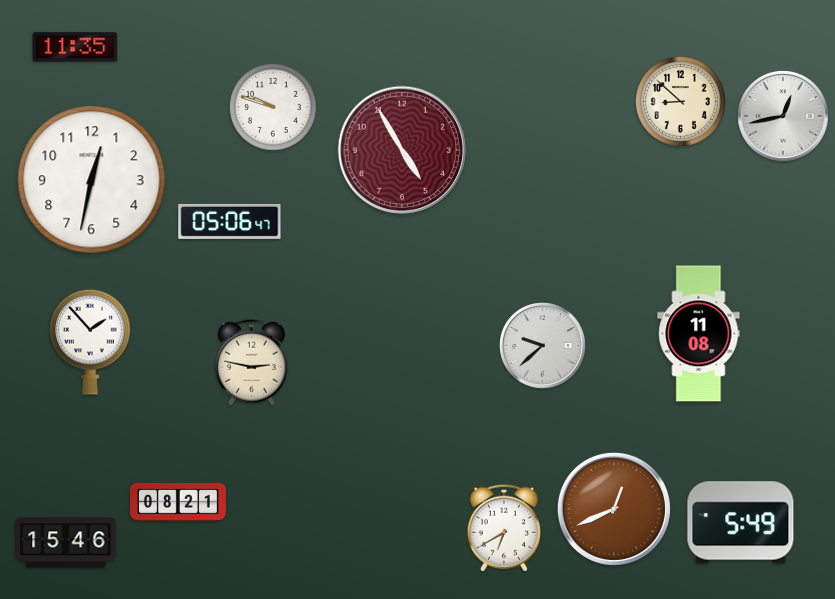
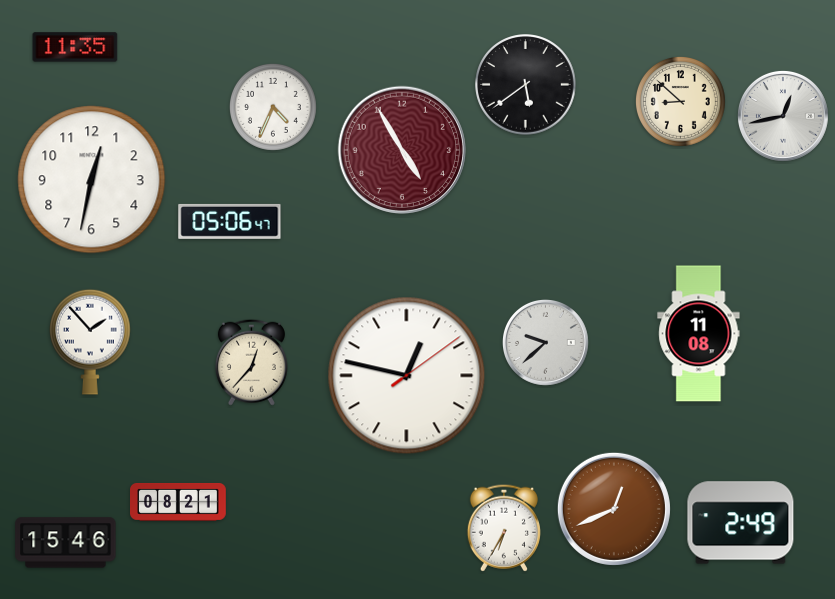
clock at (526, 85): none -> 5:39
clock at (273, 107): 9:48 -> 4:34
clock at (543, 346) position: (543, 346) -> (546, 343)
clock at (251, 362): 2:47 -> 12:37
clock at (407, 376): none -> 12:47
clock at (741, 523): 5:49 -> 2:49
clock at (504, 528): 6:40 -> 6:35
